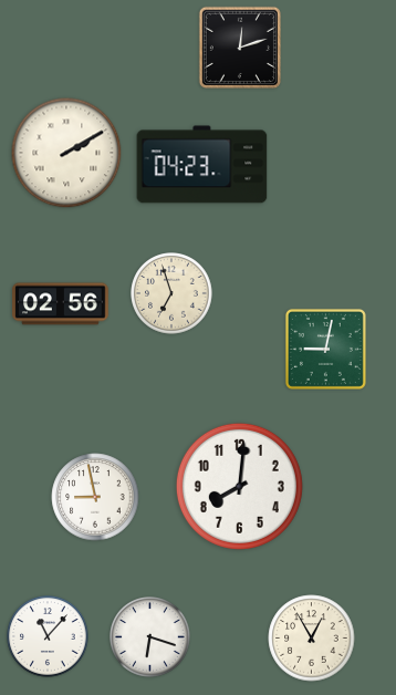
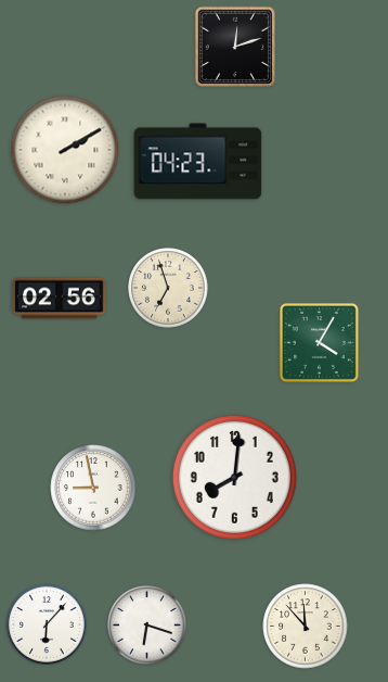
clock at (325, 349): 9:02 -> 4:05
clock at (48, 636): 11:07 -> 6:07
clock at (312, 639): 12:55 -> 11:53
